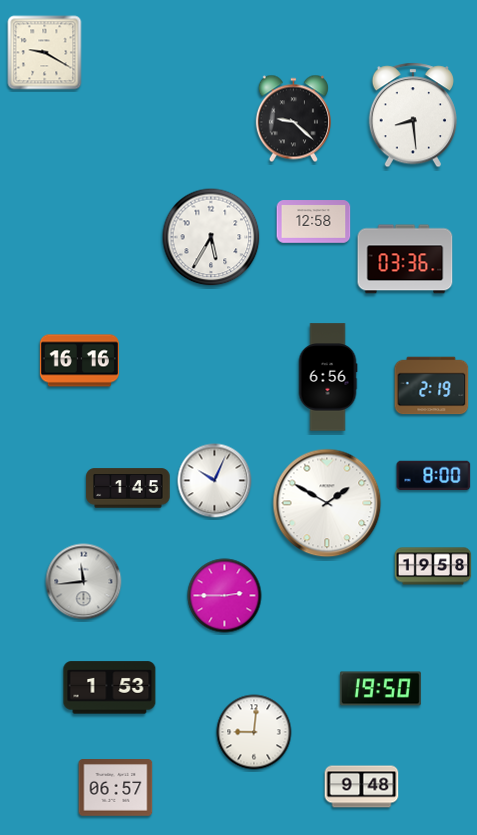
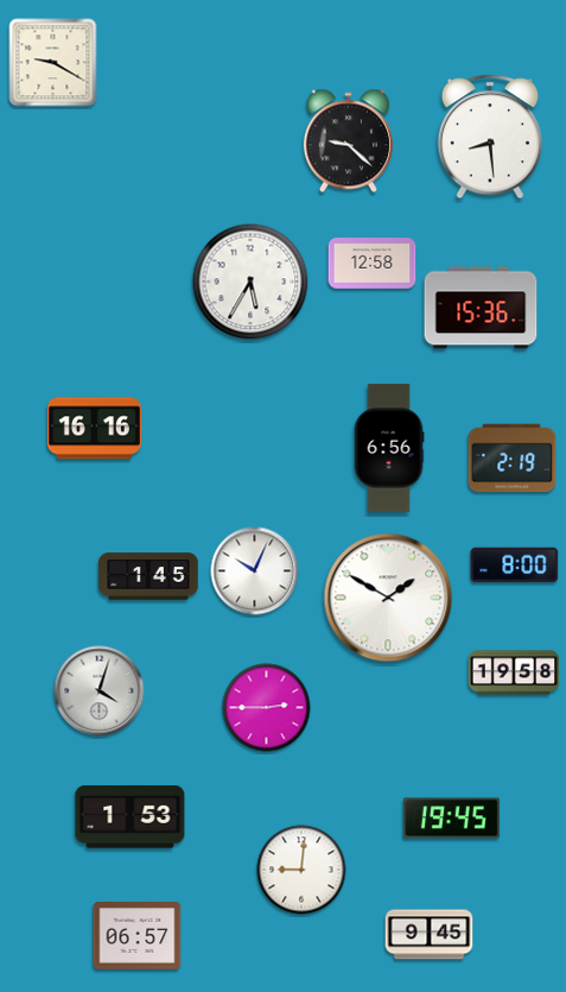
clock at (405, 259): 03:36 -> 15:36
clock at (128, 488) position: (128, 488) -> (148, 576)
clock at (84, 582): 11:44 -> 4:03
clock at (380, 689): 19:50 -> 19:45
clock at (362, 787): 9:48 -> 9:45
